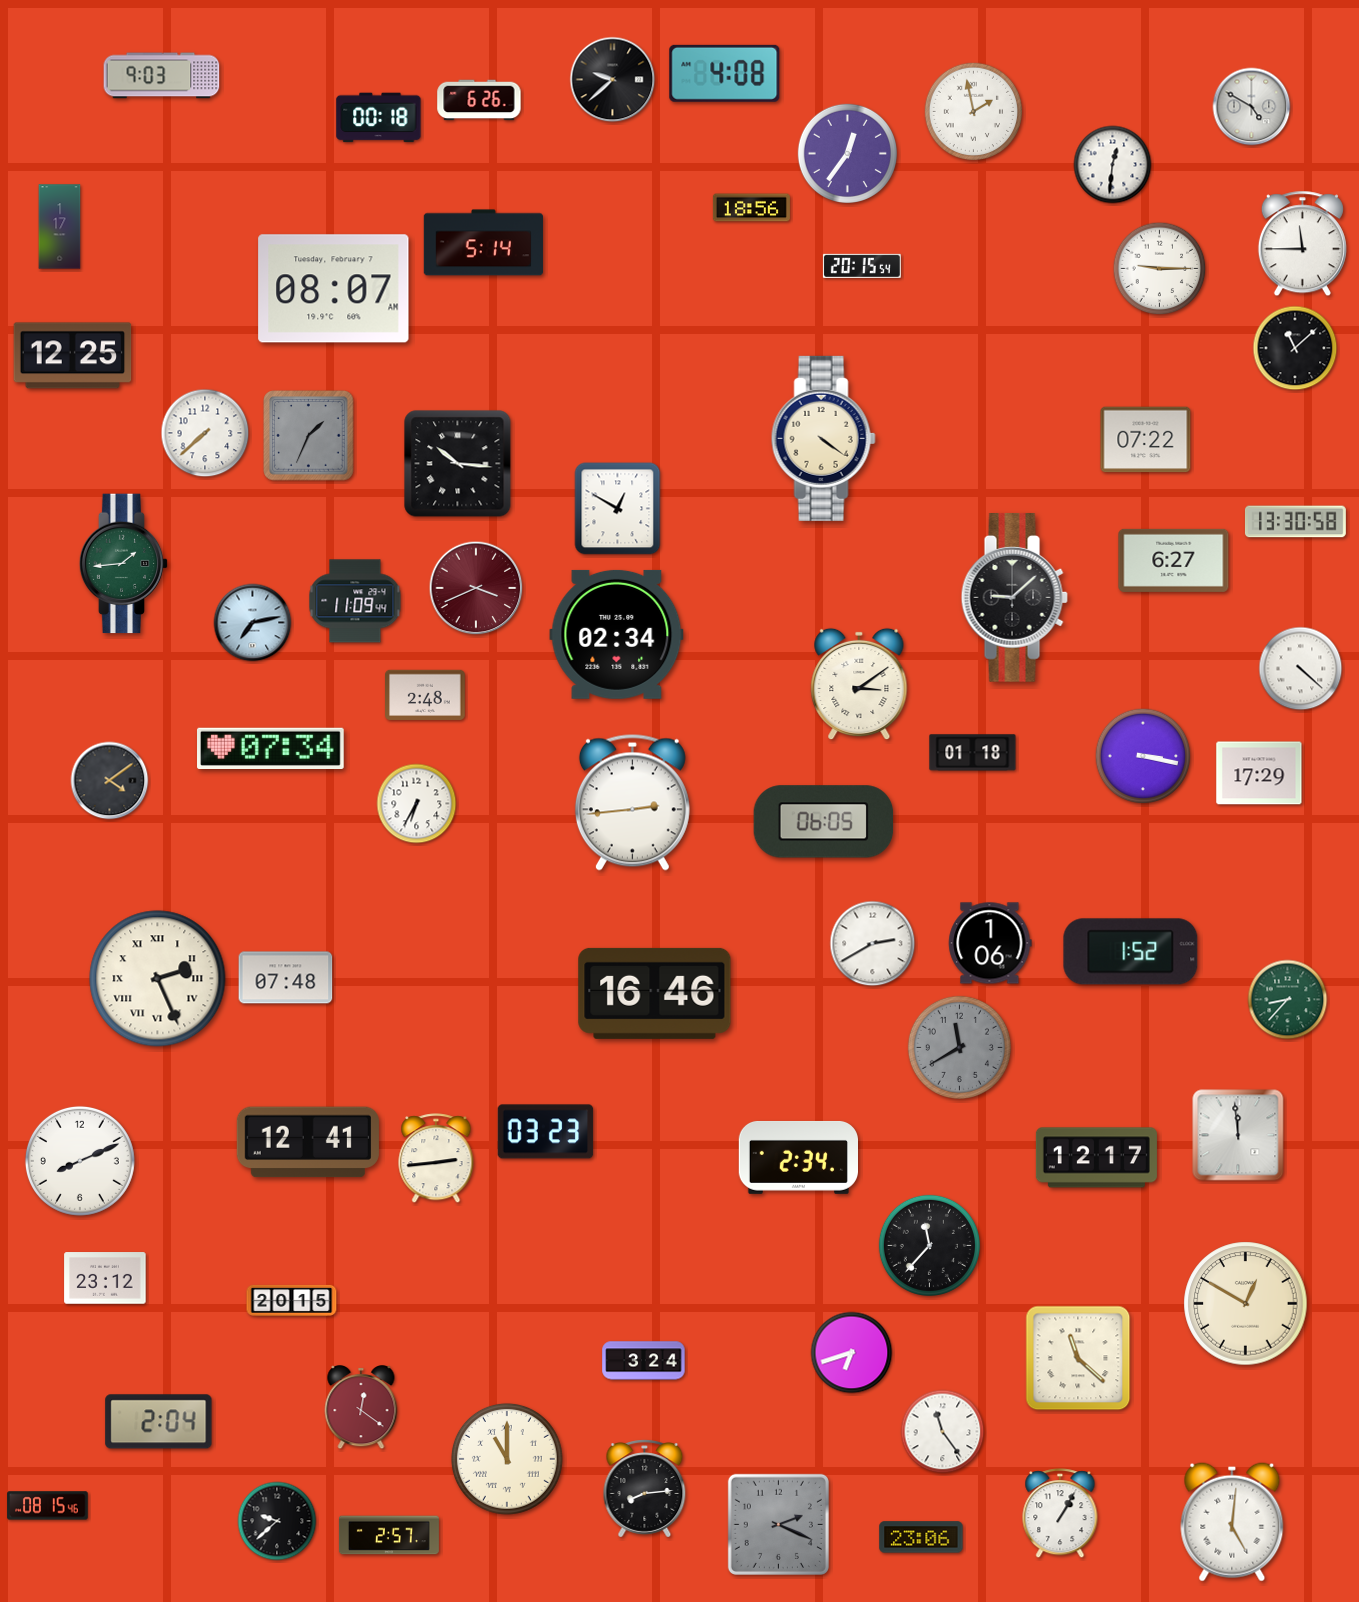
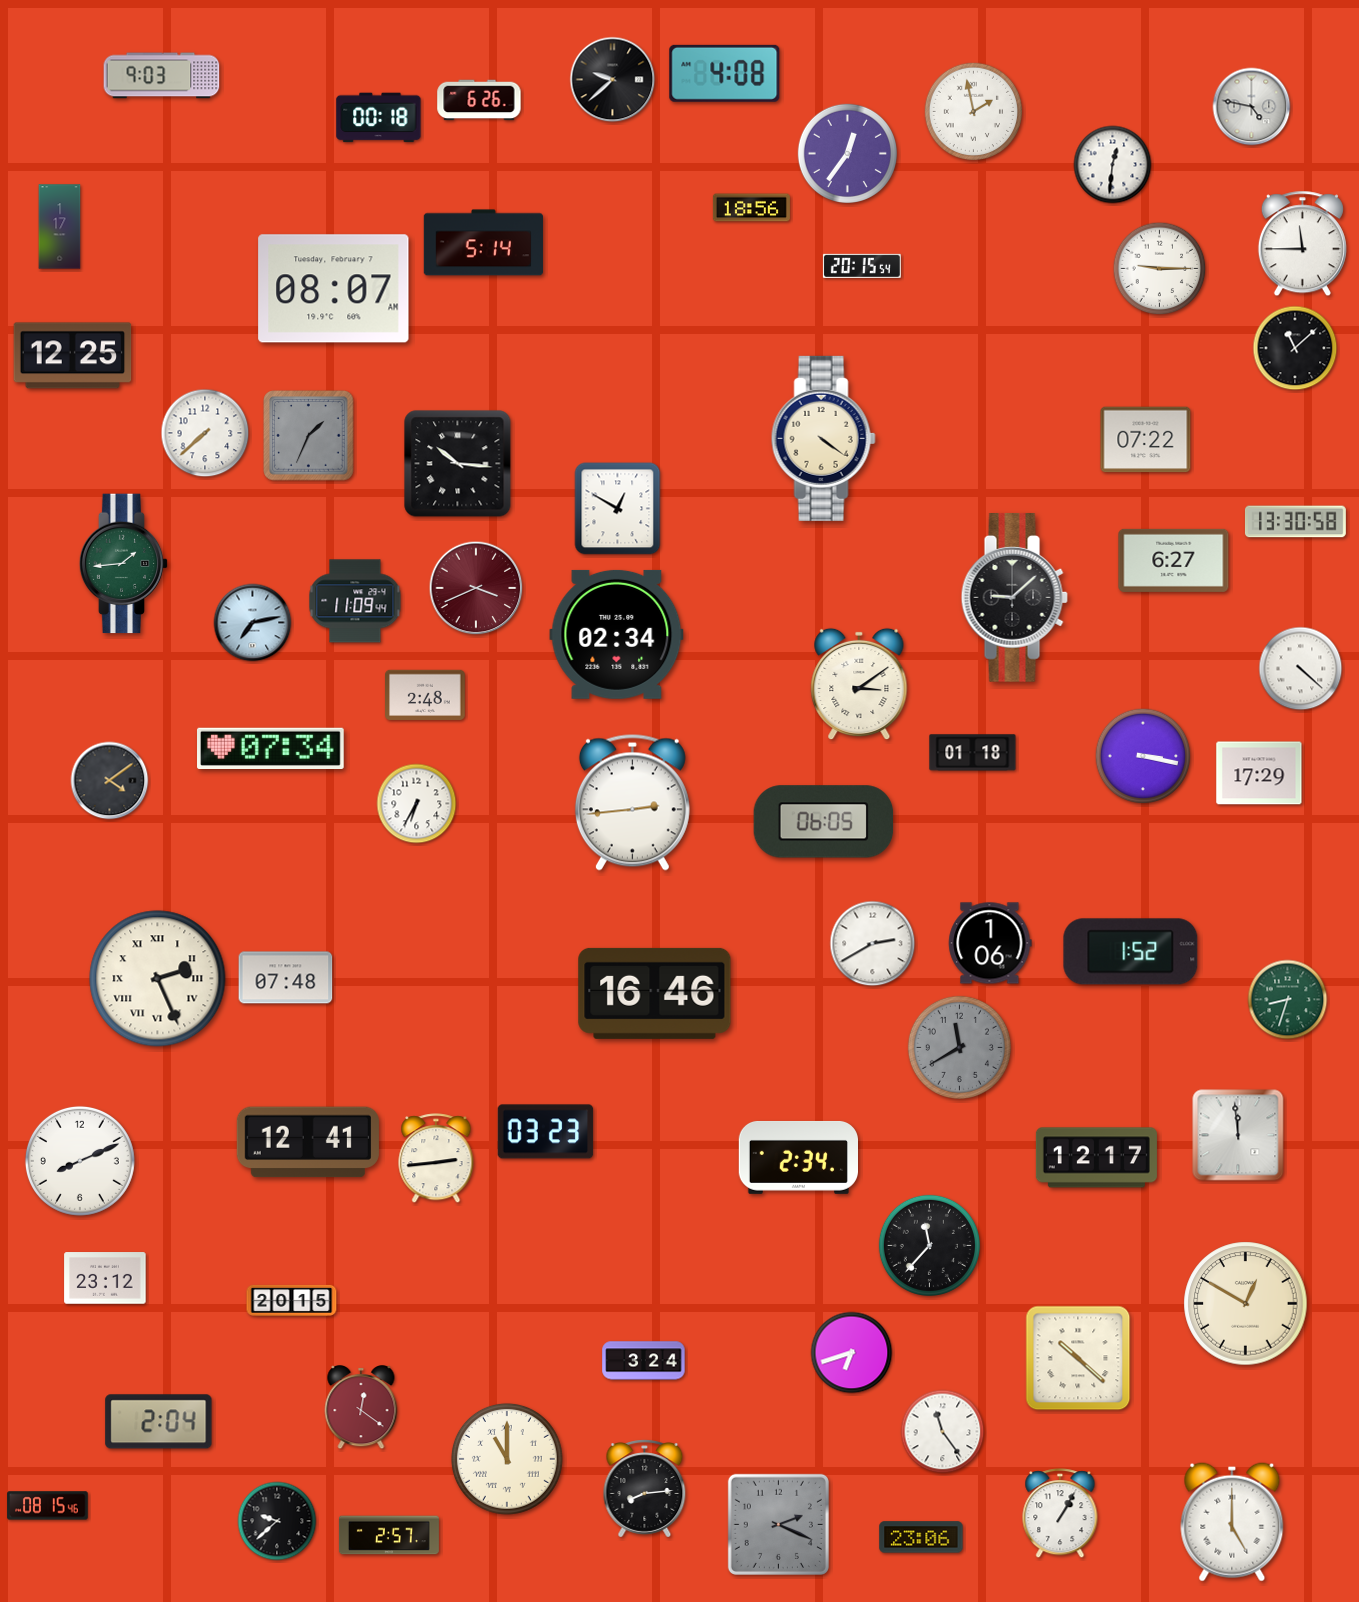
clock at (1252, 107): 4:50 -> 4:47
clock at (1288, 1000): 8:37 -> 8:33
clock at (1078, 1358): 11:22 -> 10:22
clock at (1232, 1522): 5:01 -> 5:00
